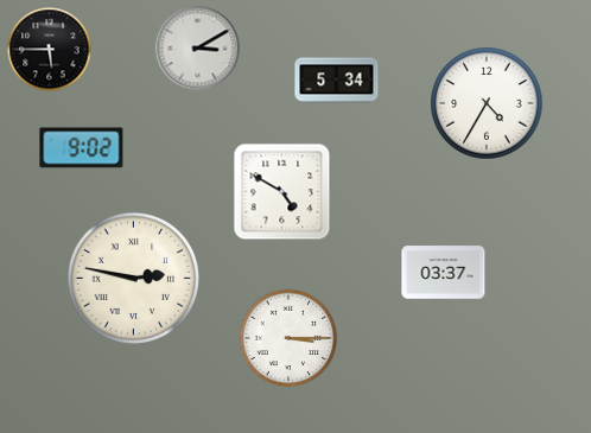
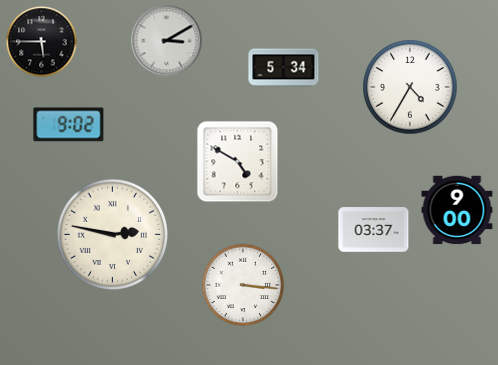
clock at (457, 210): none -> 9:00
clock at (288, 338): 3:15 -> 3:16
